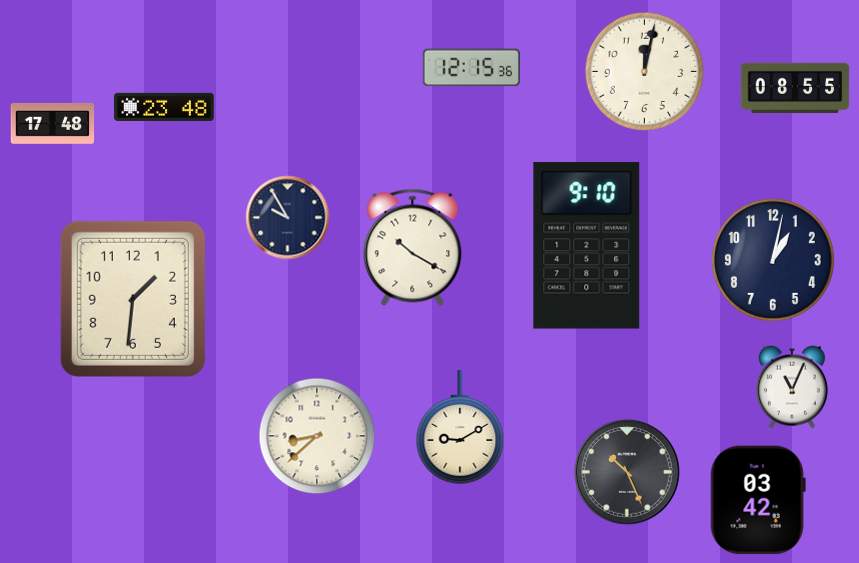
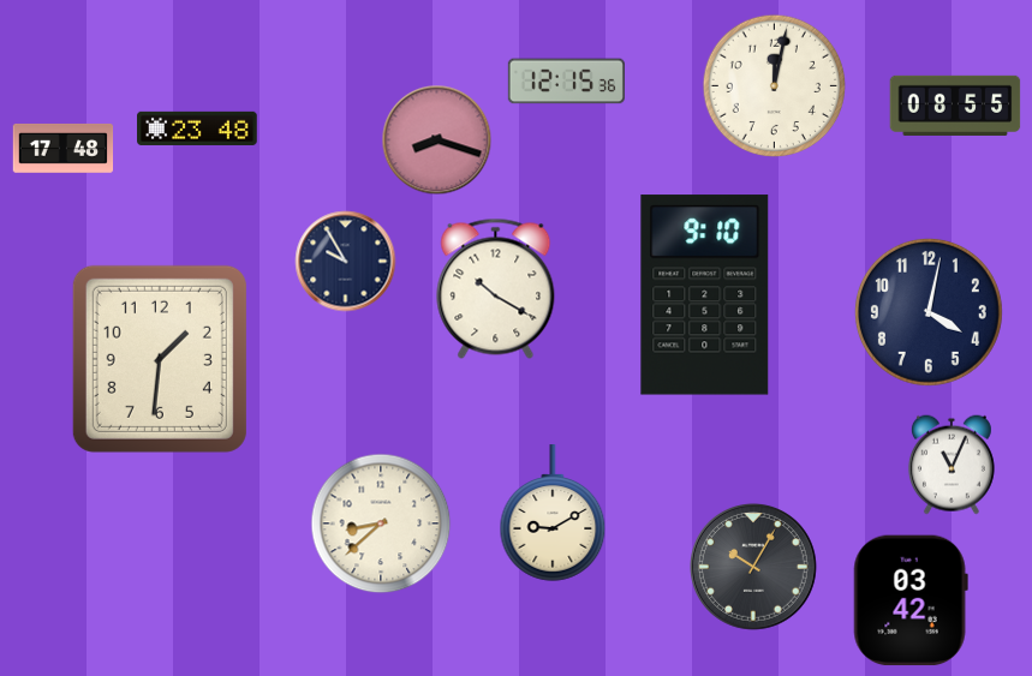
clock at (437, 140): none -> 8:18
clock at (413, 247) position: (413, 247) -> (496, 288)
clock at (773, 260): 1:02 -> 4:02
clock at (627, 472): 10:26 -> 10:05
